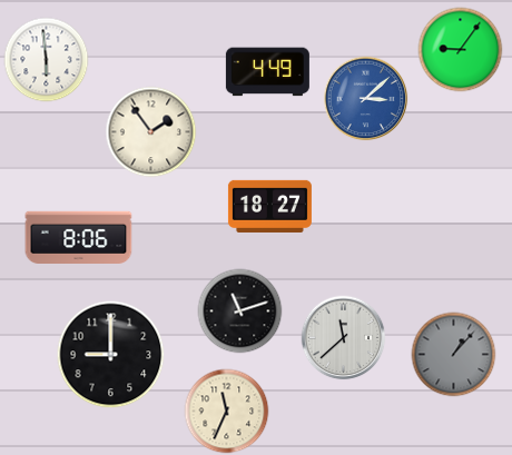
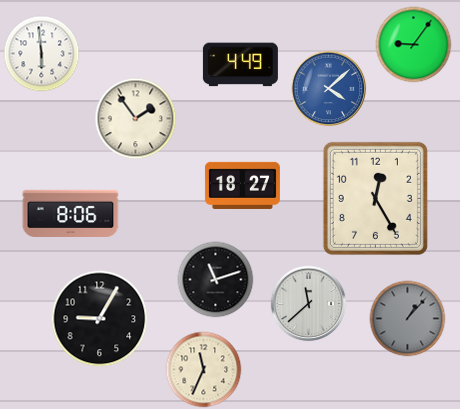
clock at (366, 99): 3:08 -> 4:08
clock at (375, 198): none -> 12:25
clock at (111, 355): 9:00 -> 9:05
